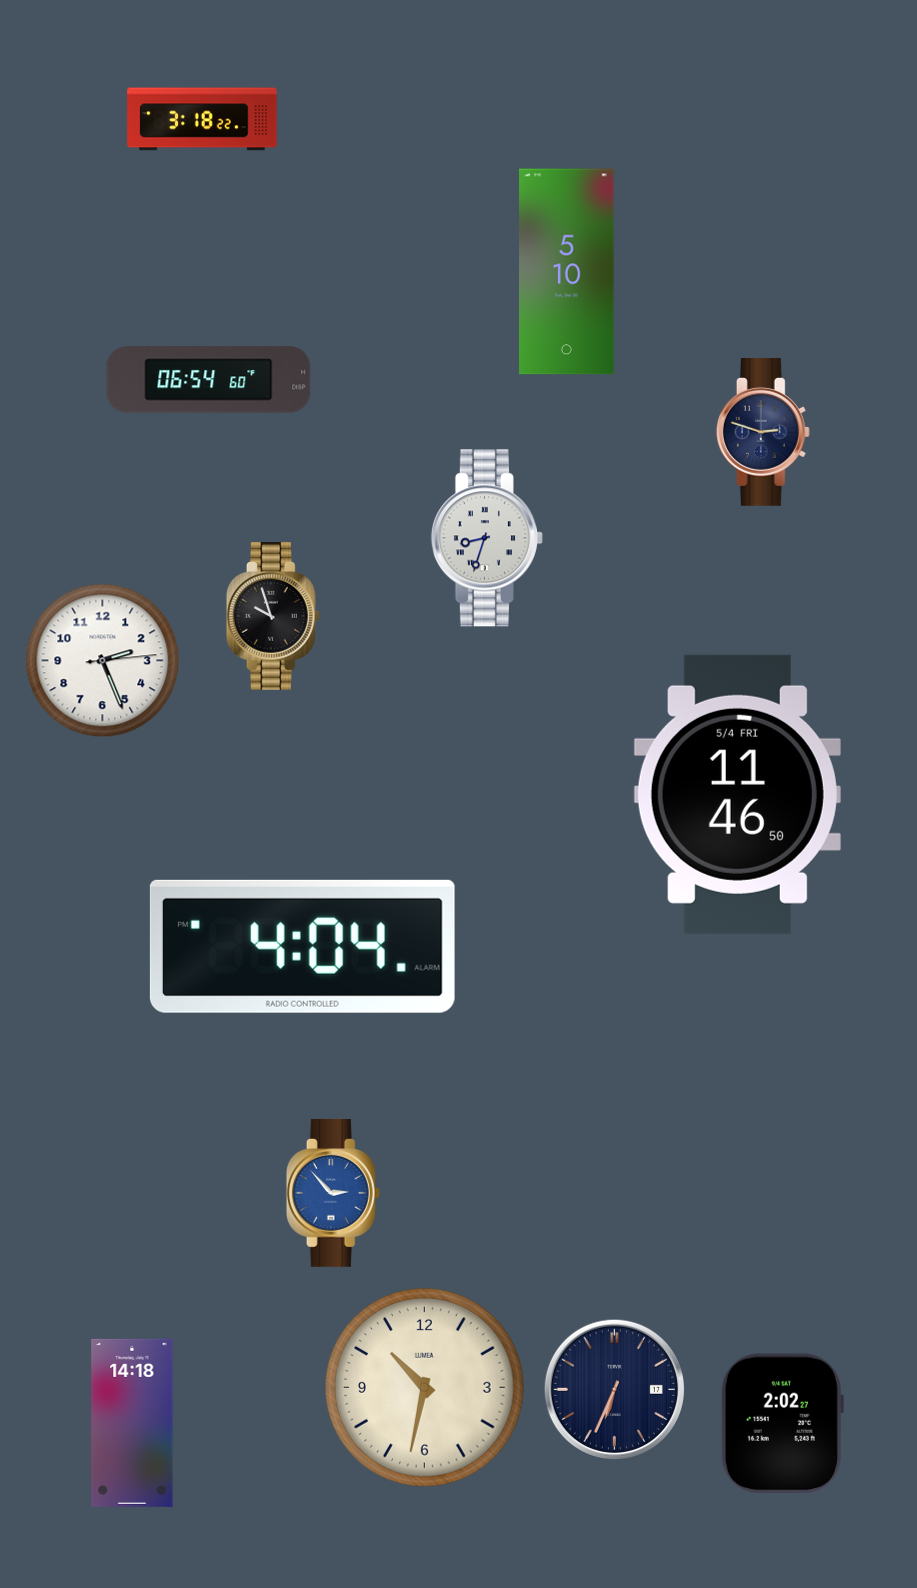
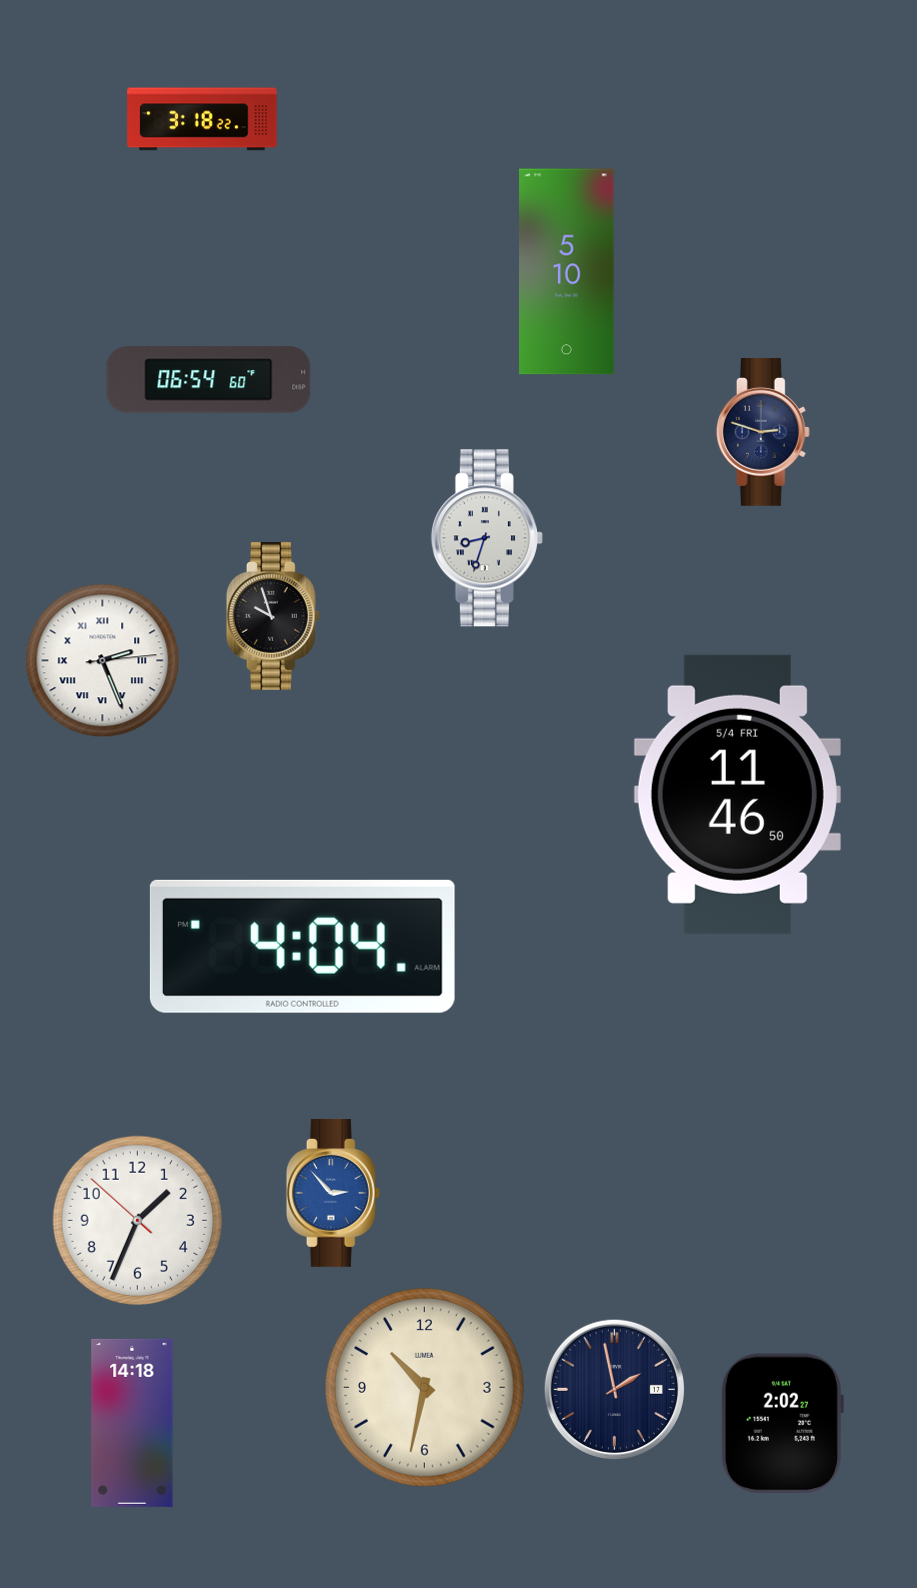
clock at (103, 661) numerals: Arabic -> Roman
clock at (137, 1220): none -> 1:33
clock at (614, 1389): 6:34 -> 1:58
